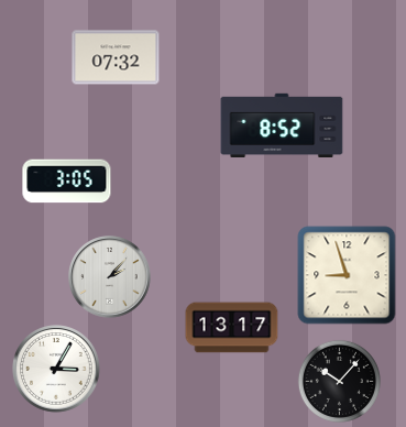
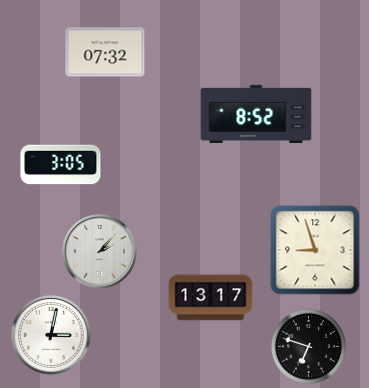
clock at (57, 370): 3:05 -> 3:02
clock at (339, 381): 10:07 -> 6:48
